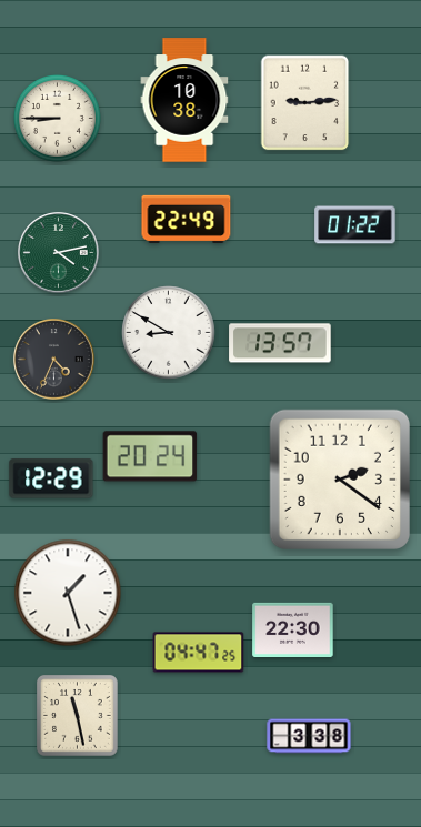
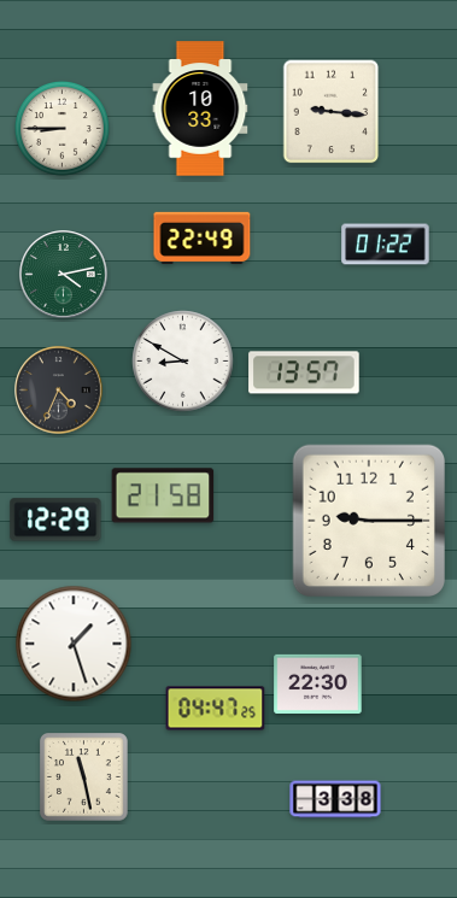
clock at (184, 100): 10:38 -> 10:33
clock at (305, 103): 9:14 -> 9:16
clock at (150, 456): 20:24 -> 21:58
clock at (339, 478): 2:21 -> 9:15
